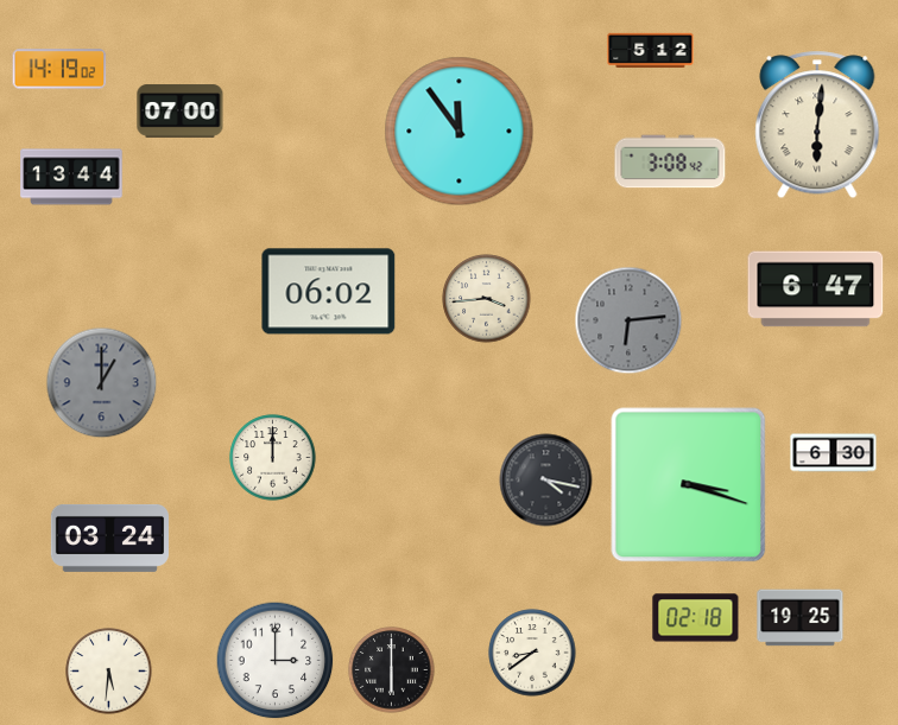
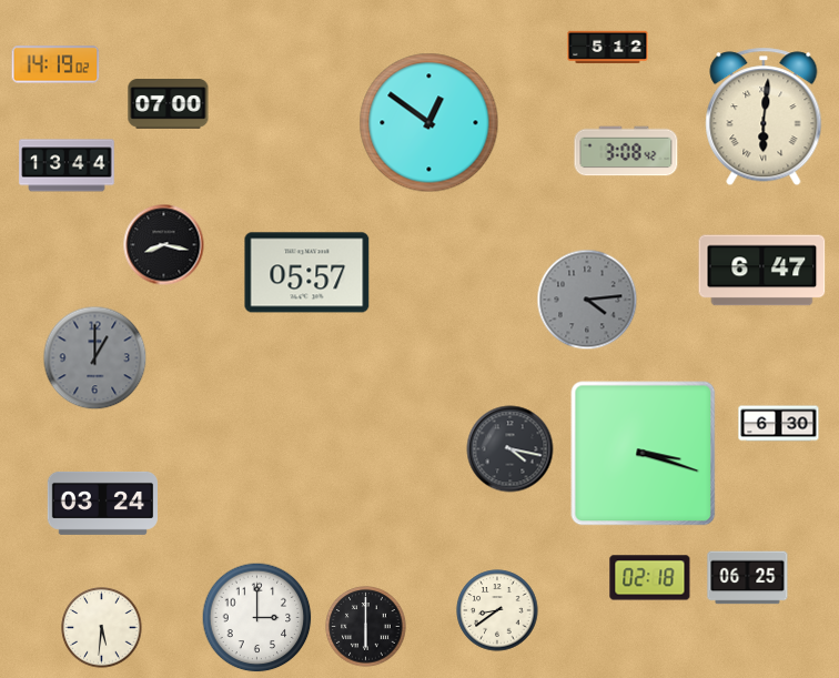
clock at (460, 132): 11:54 -> 12:51
clock at (164, 245): none -> 8:17
clock at (329, 292): 06:02 -> 05:57
clock at (487, 299): 3:44 -> none
clock at (628, 320): 6:14 -> 4:14
clock at (273, 458): 12:00 -> none
clock at (801, 618): 19:25 -> 06:25
